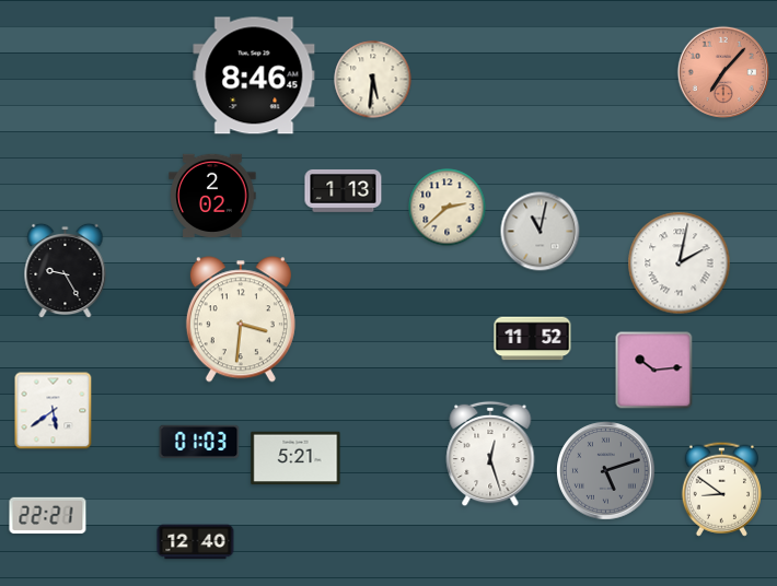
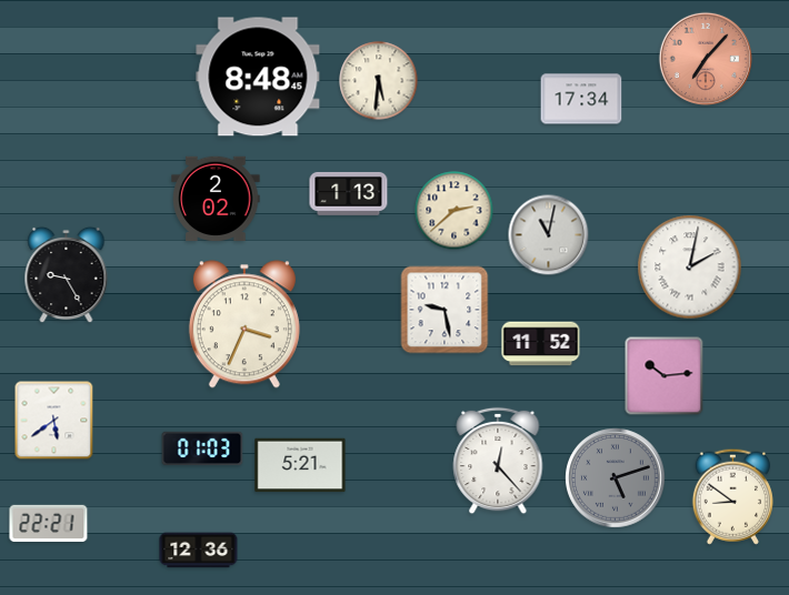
clock at (723, 72) position: (723, 72) -> (706, 59)
clock at (254, 75): 8:46 -> 8:48
clock at (581, 99): none -> 17:34
clock at (445, 310): none -> 9:28
clock at (241, 319): 3:31 -> 3:34
clock at (54, 411) position: (54, 411) -> (54, 421)
clock at (490, 454): 12:27 -> 12:23
clock at (196, 542): 12:40 -> 12:36
